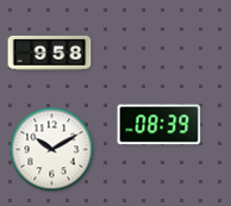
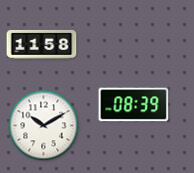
clock at (50, 52): 9:58 -> 11:58
